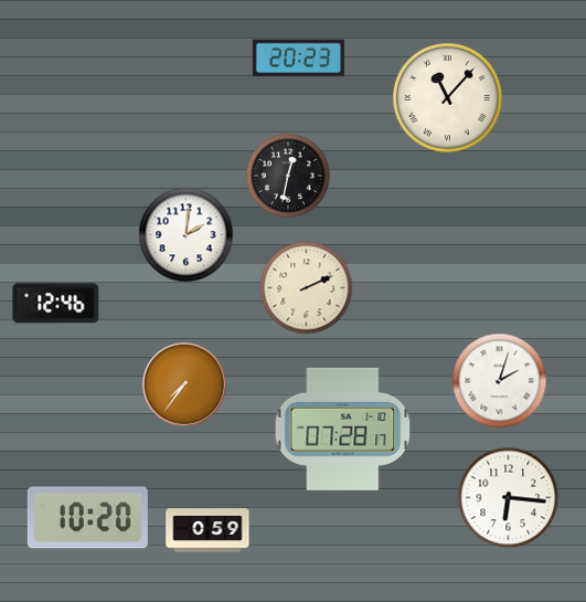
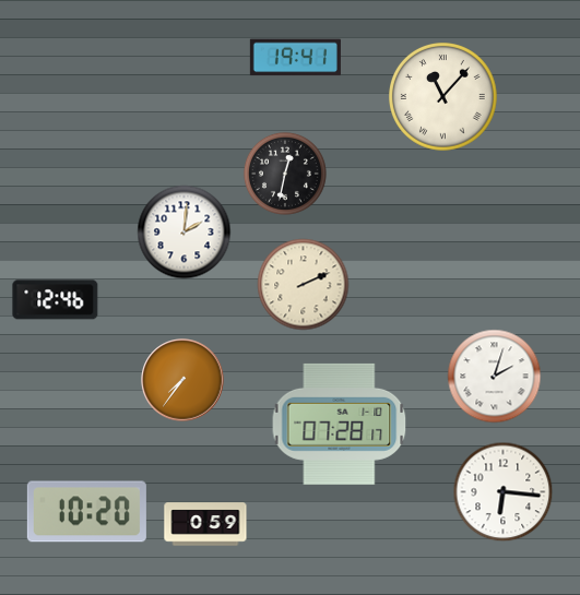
clock at (298, 59): 20:23 -> 19:41
